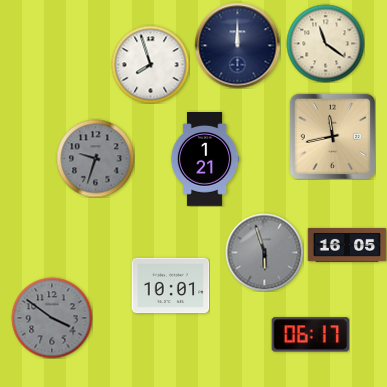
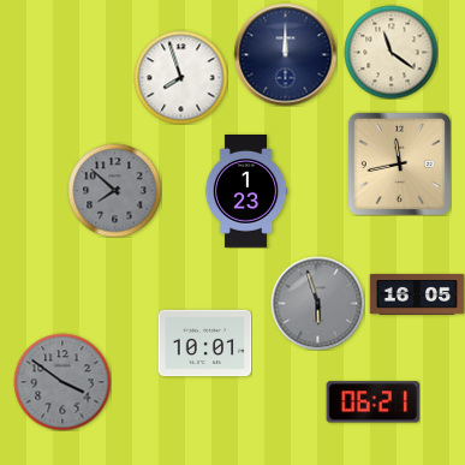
clock at (95, 158): 9:33 -> 7:52
clock at (205, 160): 1:21 -> 1:23
clock at (310, 335): 06:17 -> 06:21
